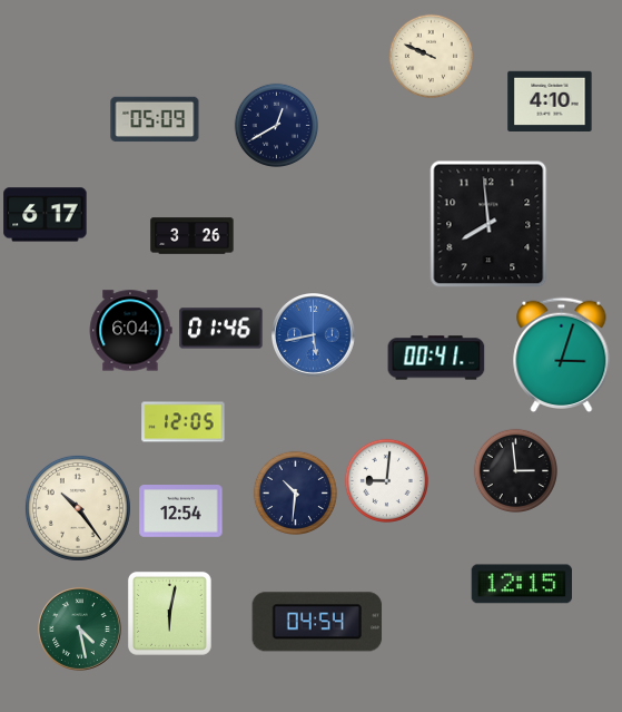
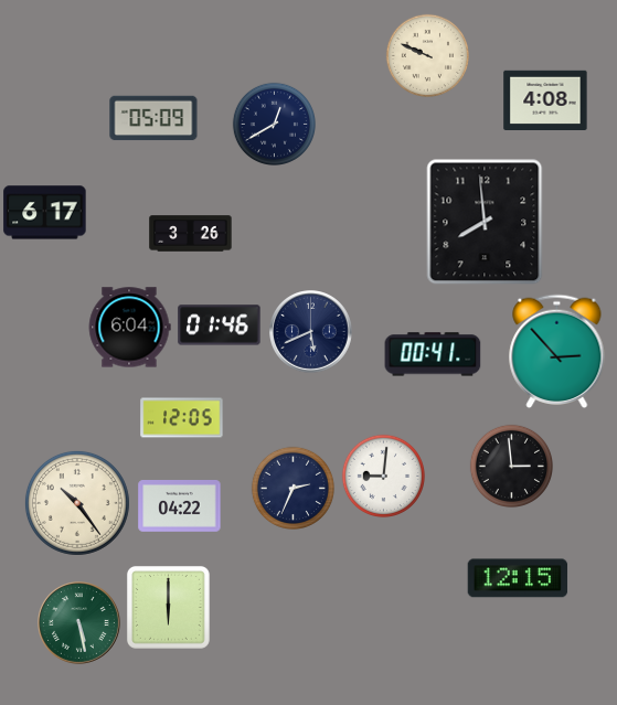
clock at (550, 100): 4:10 -> 4:08
clock at (314, 335): 5:43 -> 5:41
clock at (314, 335) dial: blue -> navy
clock at (562, 355): 3:03 -> 2:53
clock at (295, 492): 10:31 -> 2:34
clock at (181, 511): 12:54 -> 04:22
clock at (169, 613): 6:02 -> 6:00
clock at (317, 622): 04:54 -> none
clock at (80, 630): 4:28 -> 5:28
